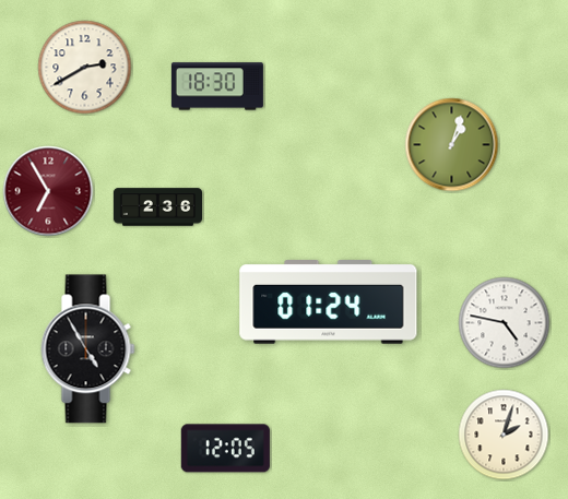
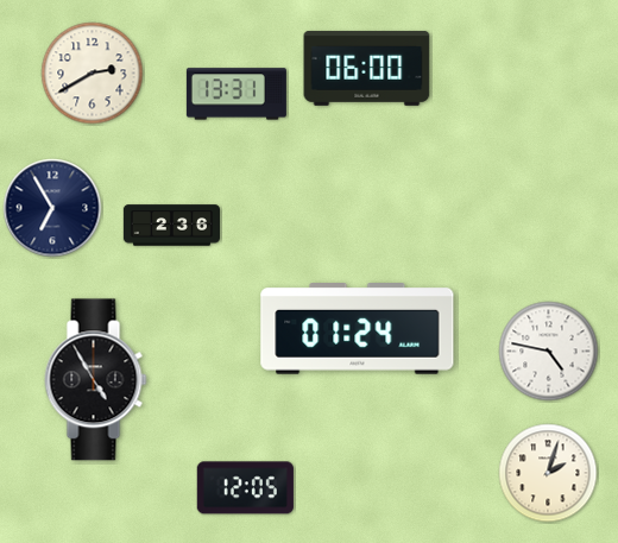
clock at (367, 68): none -> 06:00
clock at (217, 86): 18:30 -> 13:31
clock at (452, 145): 1:03 -> none
clock at (48, 191) dial: burgundy -> navy
